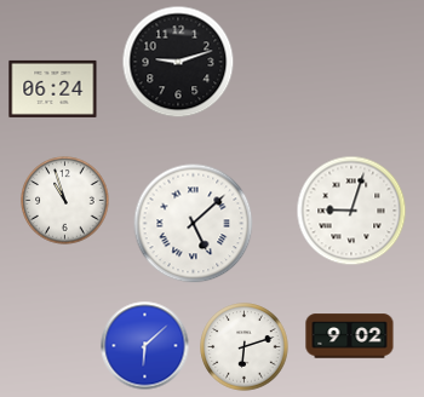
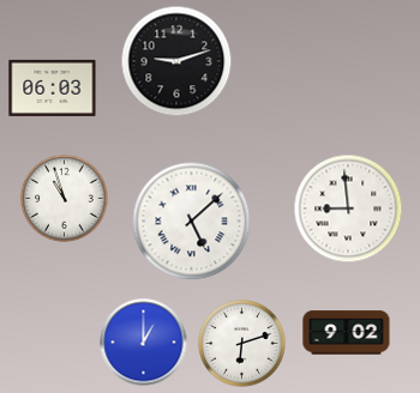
clock at (53, 88): 06:24 -> 06:03
clock at (351, 211): 9:03 -> 8:59
clock at (145, 346): 6:08 -> 1:00
